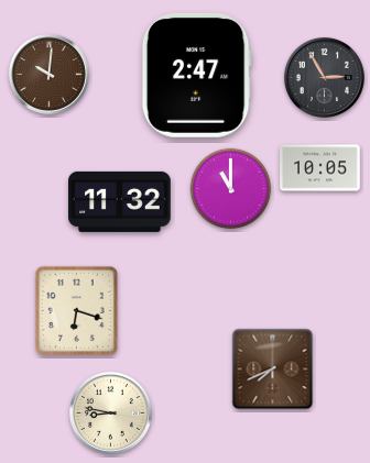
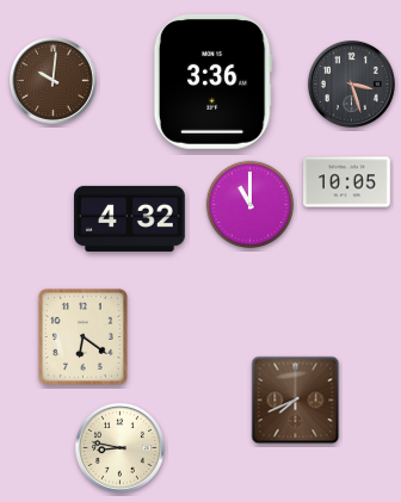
clock at (196, 75): 2:47 -> 3:36
clock at (324, 77): 2:55 -> 3:27
clock at (120, 201): 11:32 -> 4:32
clock at (76, 310): 6:18 -> 6:21
